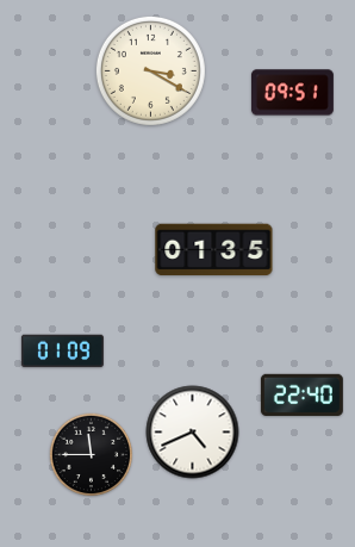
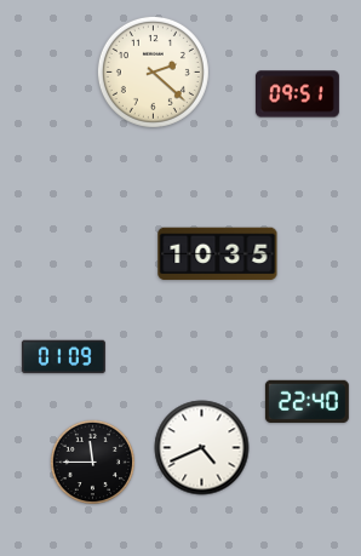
clock at (150, 70): 3:20 -> 2:22
clock at (214, 250): 01:35 -> 10:35
clock at (193, 433) position: (193, 433) -> (202, 448)
